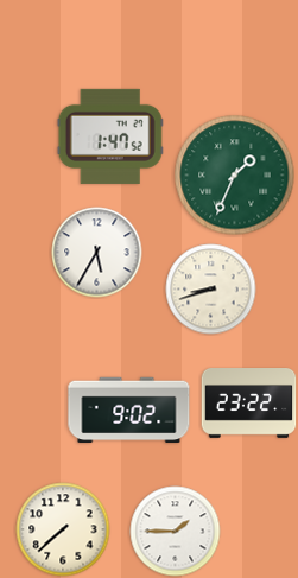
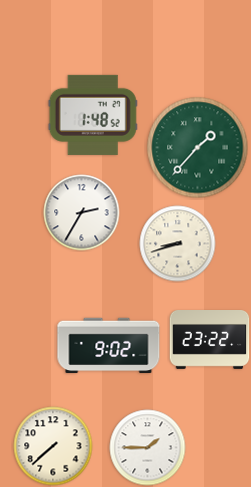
clock at (110, 136): 1:47 -> 1:48
clock at (235, 176): 1:34 -> 1:37
clock at (97, 253): 5:35 -> 2:35
